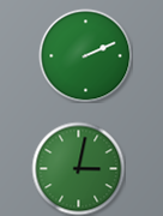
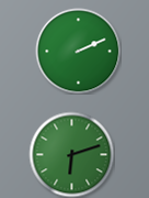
clock at (78, 168): 3:02 -> 6:12
